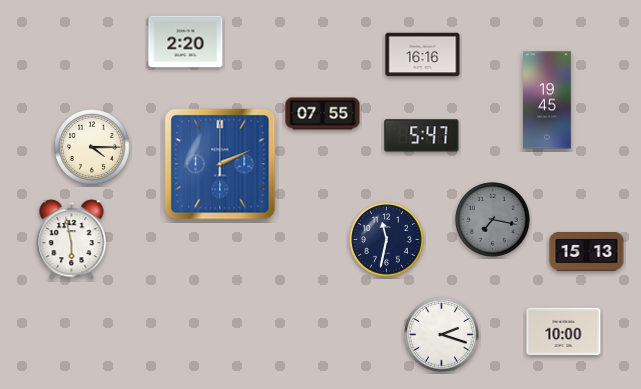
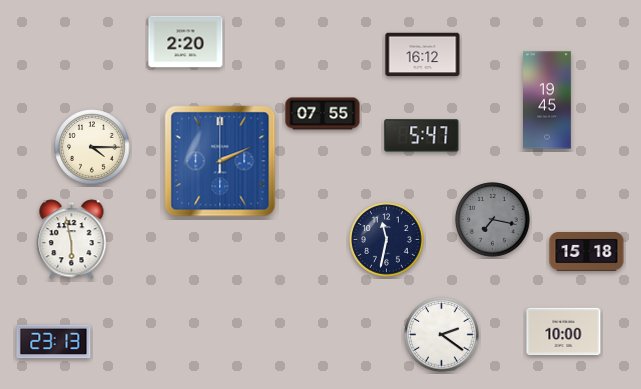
clock at (423, 55): 16:16 -> 16:12
clock at (220, 164) position: (220, 164) -> (220, 161)
clock at (587, 252): 15:13 -> 15:18
clock at (442, 335): 2:18 -> 2:21
clock at (54, 342): none -> 23:13
